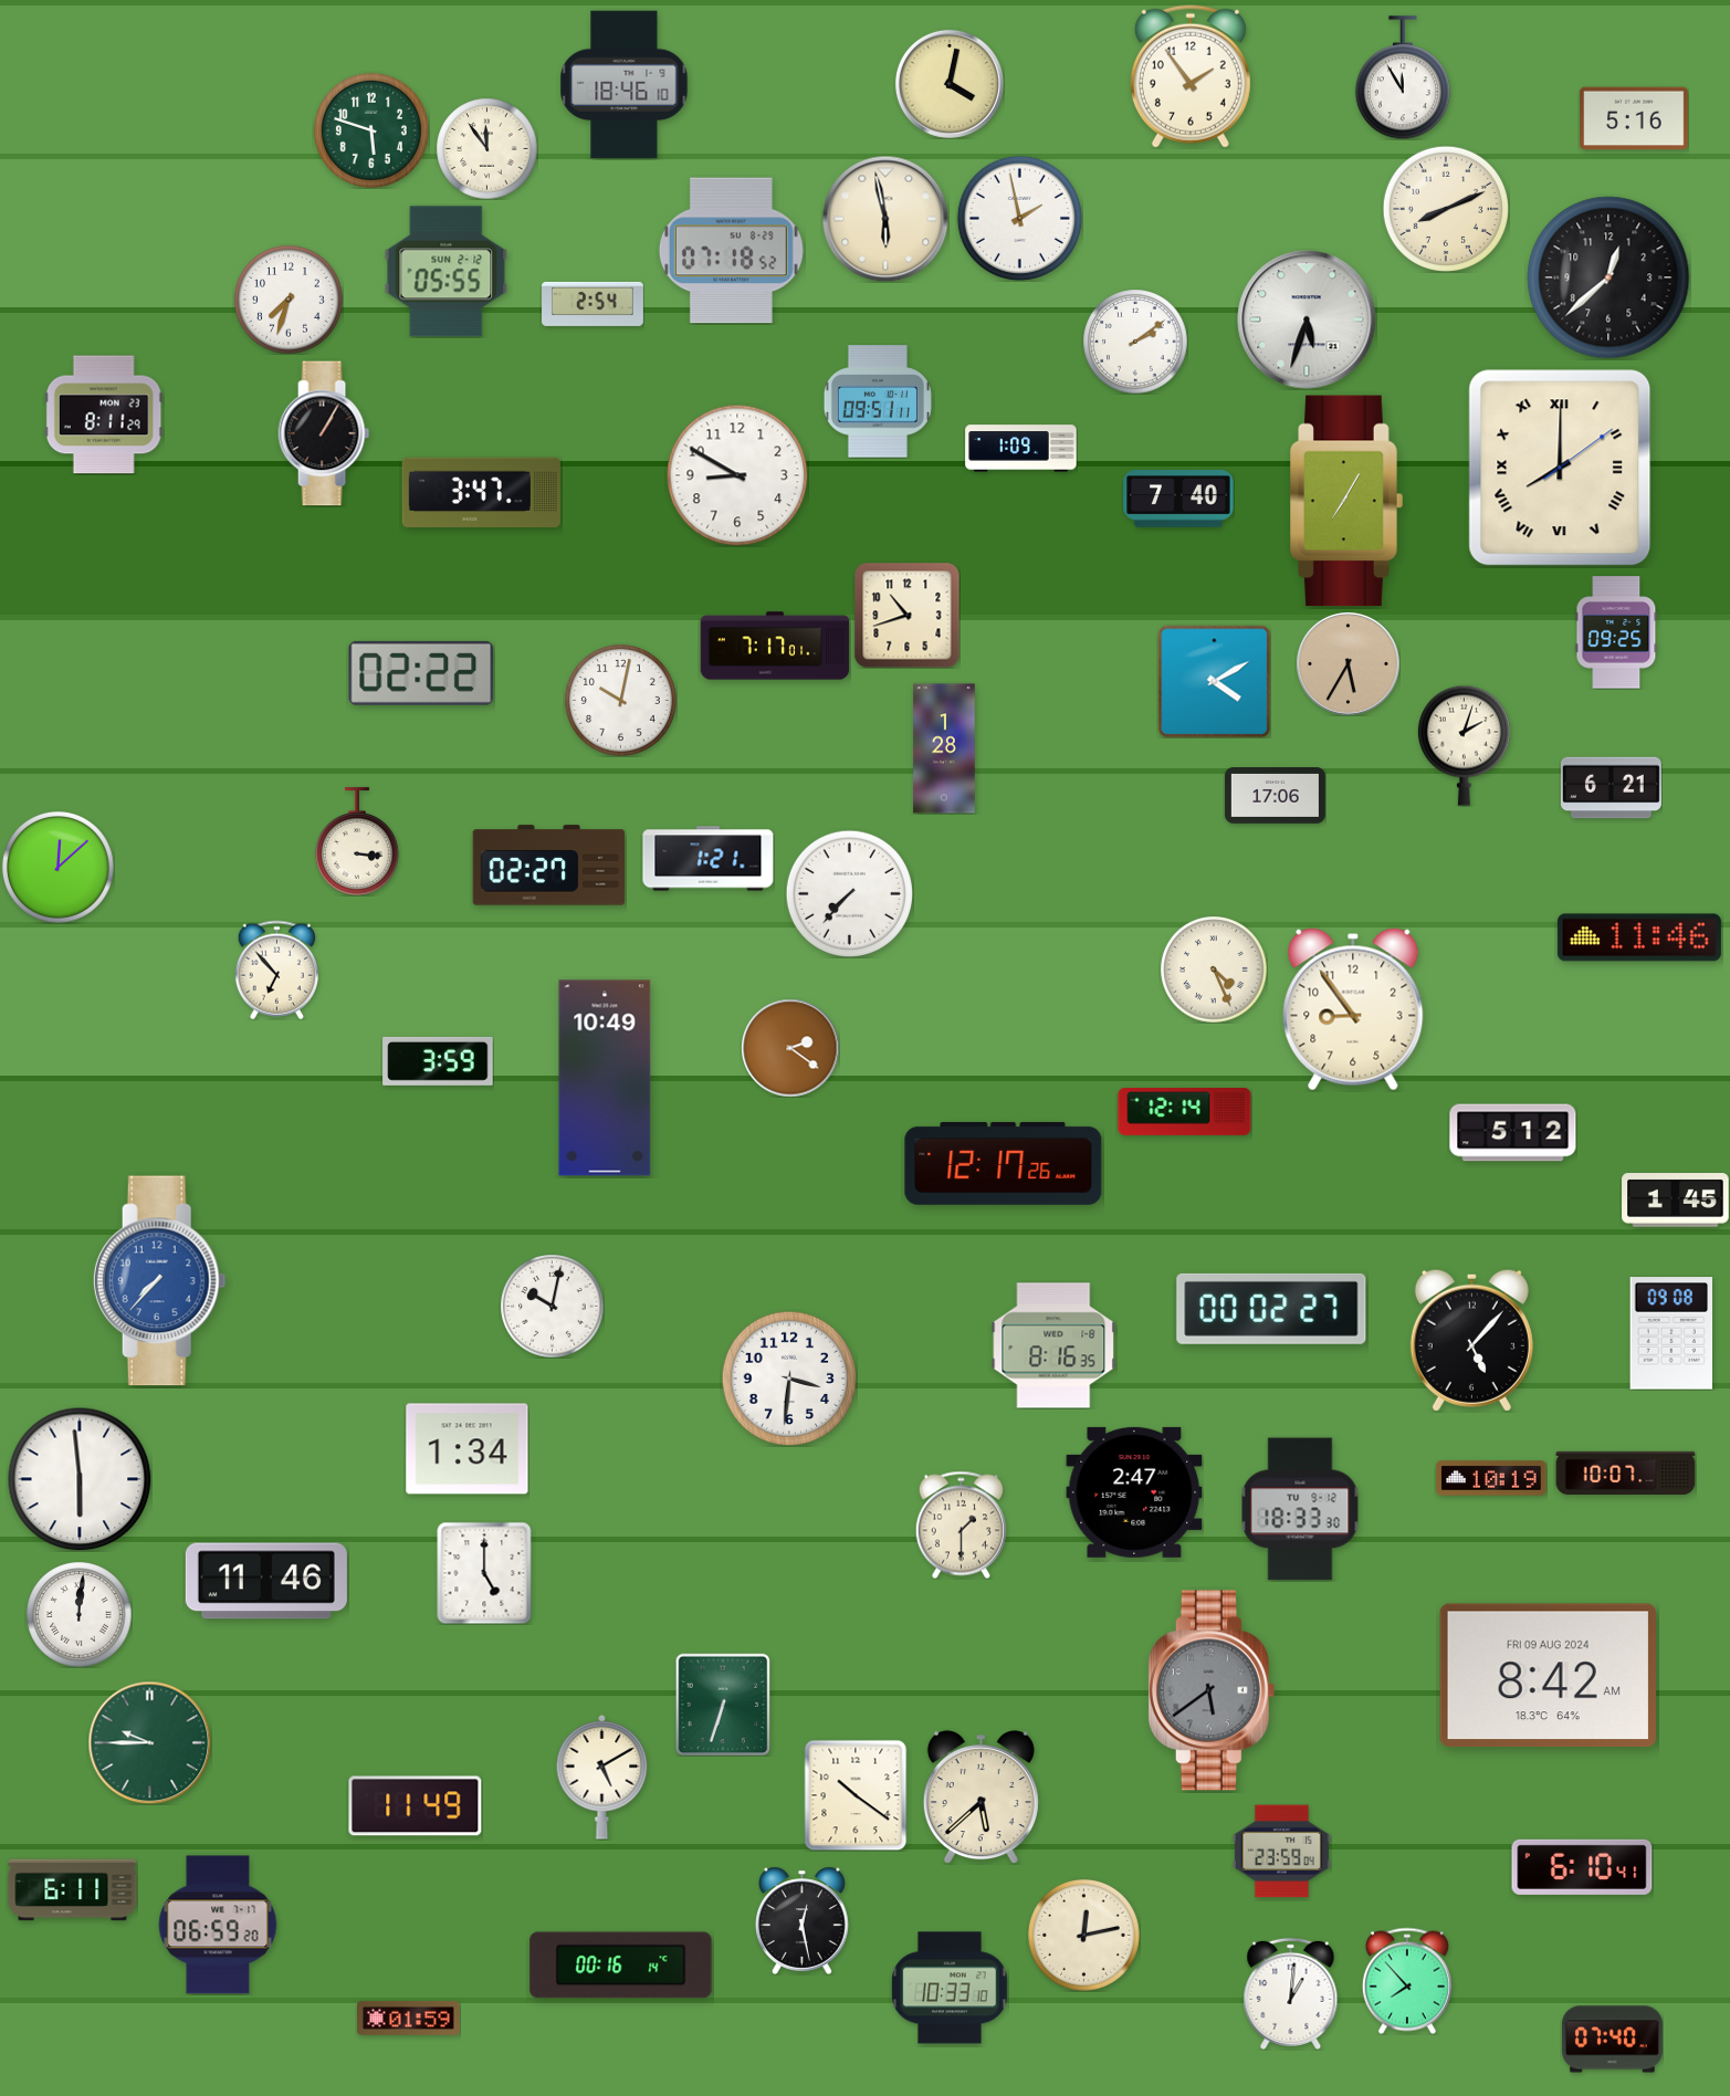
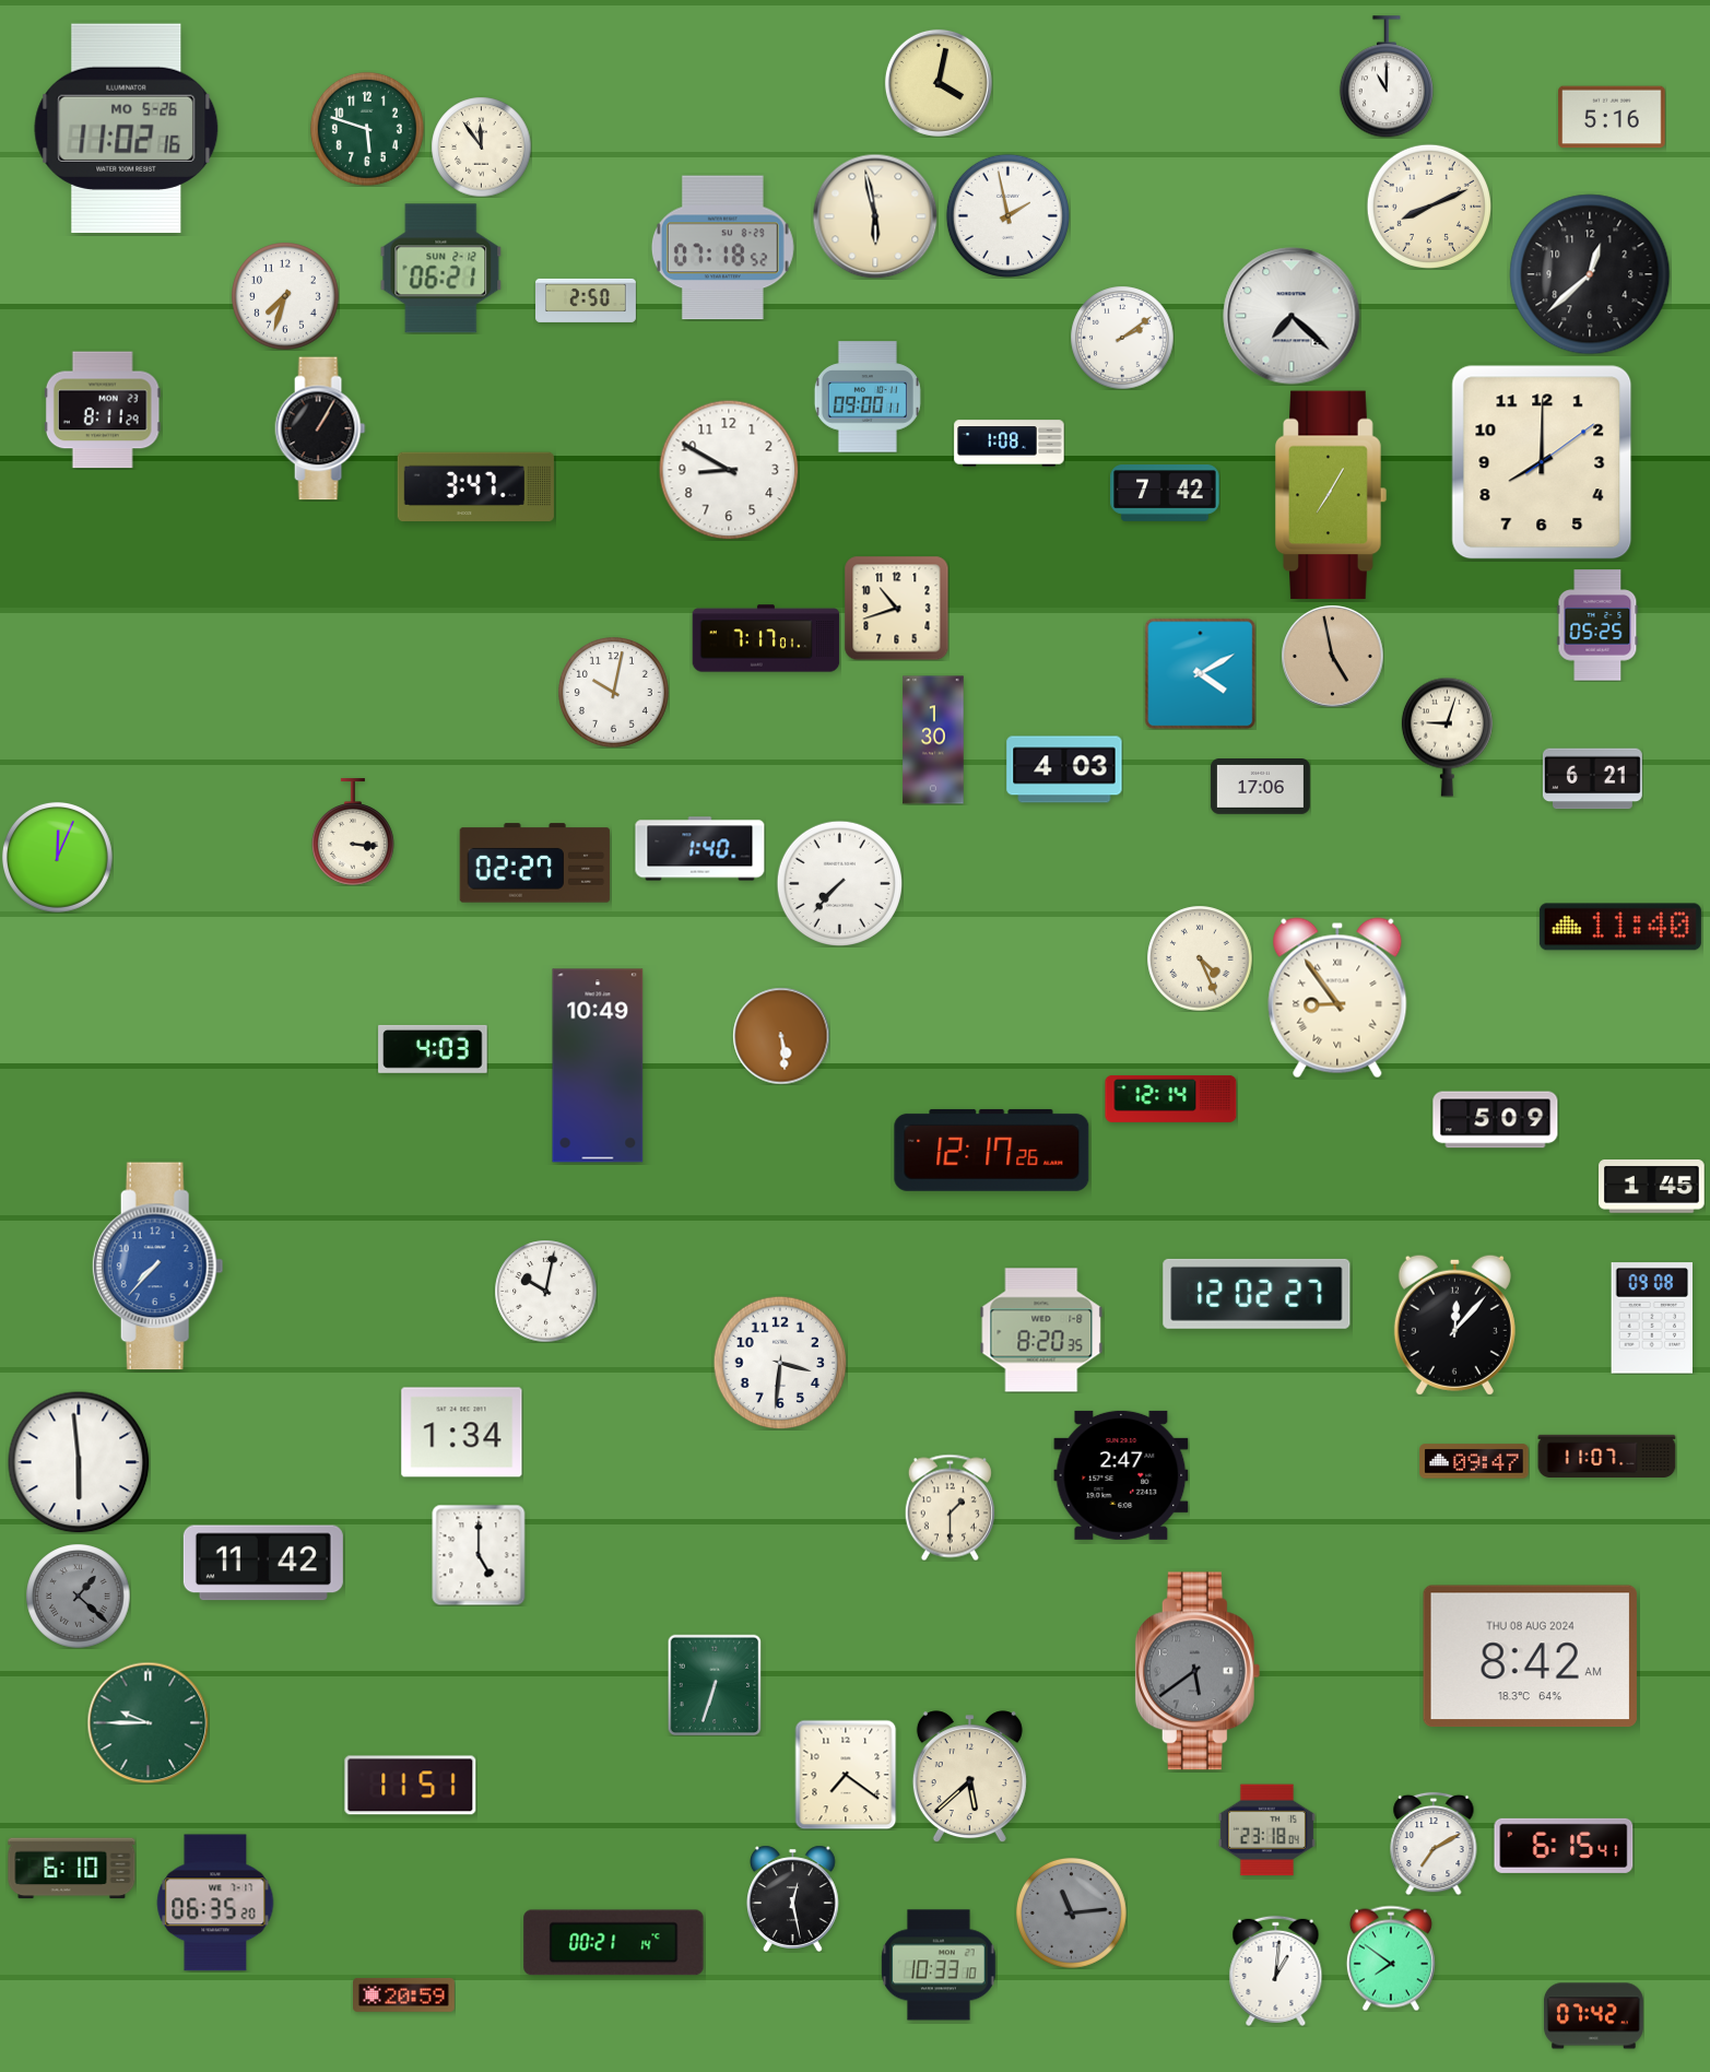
clock at (1191, 76): 1:54 -> none
clock at (1403, 77): 11:55 -> 11:00
clock at (625, 85): 18:46 -> none
clock at (1634, 118) position: (1634, 118) -> (1612, 117)
clock at (127, 129): none -> 11:02
clock at (447, 272): 05:55 -> 06:21
clock at (594, 304): 2:54 -> 2:50
clock at (1307, 319): 5:33 -> 7:22
clock at (878, 401): 09:51 -> 09:00
clock at (1021, 449): 1:09 -> 1:08
clock at (1560, 468) numerals: Roman -> Arabic
clock at (1178, 500): 7:40 -> 7:42
clock at (1616, 632): 09:25 -> 05:25
clock at (1348, 663): 5:35 -> 4:58
clock at (421, 673): 02:22 -> none
clock at (1464, 745): 2:03 -> 9:03
clock at (944, 748): 1:28 -> 1:30
clock at (1064, 769): none -> 4:03
clock at (709, 859): 1:21 -> 1:40
clock at (549, 866) position: (549, 866) -> (535, 863)
clock at (57, 867): 12:08 -> 12:04
clock at (1639, 937): 11:46 -> 11:40
clock at (276, 970): 6:53 -> none
clock at (1353, 1009) numerals: Arabic -> Roman
clock at (790, 1048): 2:21 -> 5:29
clock at (438, 1061): 3:59 -> 4:03
clock at (1513, 1133): 5:12 -> 5:09
clock at (1676, 1201) position: (1676, 1201) -> (1652, 1187)
clock at (1271, 1309): 00:02 -> 12:02
clock at (1471, 1340): 5:07 -> 12:07
clock at (1053, 1345): 8:16 -> 8:20
clock at (1626, 1474): 10:07 -> 11:07
clock at (1491, 1478): 10:19 -> 09:47
clock at (1300, 1509): 18:33 -> none
clock at (266, 1581): 11:46 -> 11:42
clock at (78, 1614): 12:01 -> 1:22
clock at (78, 1614) dial: white -> grey
clock at (1548, 1676) date: FRI 09 AUG 2024 -> THU 08 AUG 2024
clock at (602, 1777): 5:10 -> none
clock at (856, 1795): 10:21 -> 7:21
clock at (416, 1806): 11:49 -> 11:51
clock at (1281, 1852): 23:59 -> 23:18
clock at (1434, 1844): none -> 7:10
clock at (1582, 1867): 6:10 -> 6:15
clock at (73, 1890): 6:11 -> 6:10
clock at (218, 1925): 06:59 -> 06:35
clock at (1083, 1935): 12:13 -> 11:14
clock at (1083, 1935) dial: cream -> grey
clock at (621, 1966): 00:16 -> 00:21
clock at (1407, 1981): 7:53 -> 7:51
clock at (409, 2018): 01:59 -> 20:59
clock at (1612, 2040): 07:40 -> 07:42
